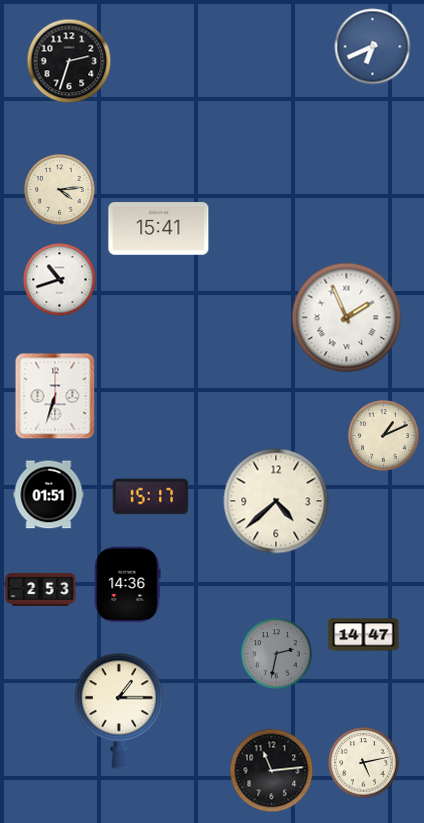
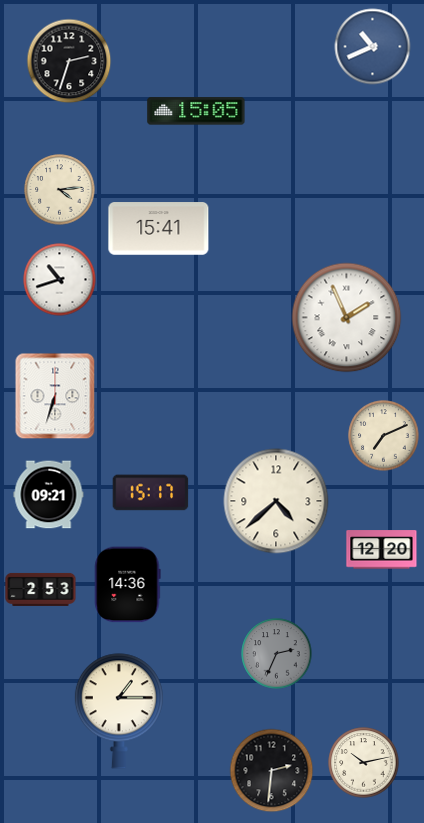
clock at (373, 47): 6:41 -> 10:41
clock at (196, 111): none -> 15:05
clock at (384, 436): 1:11 -> 7:11
clock at (49, 495): 01:51 -> 09:21
clock at (151, 497) position: (151, 497) -> (151, 493)
clock at (382, 550): none -> 12:20
clock at (364, 635): 14:47 -> none
clock at (277, 654): 2:32 -> 2:34
clock at (364, 763): 5:13 -> 10:13
clock at (272, 771): 11:14 -> 2:31
